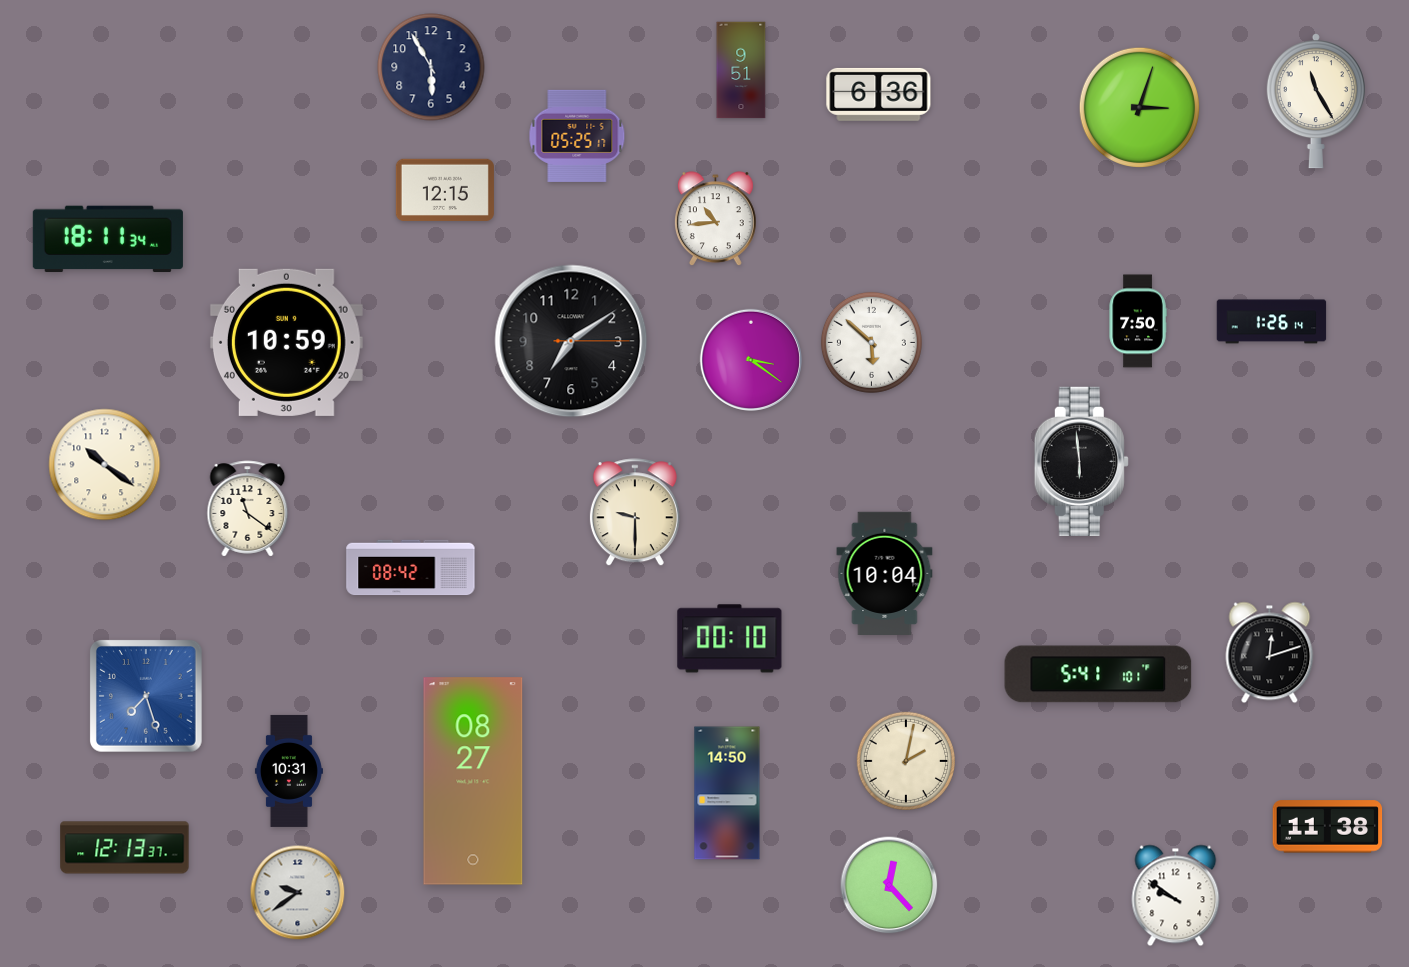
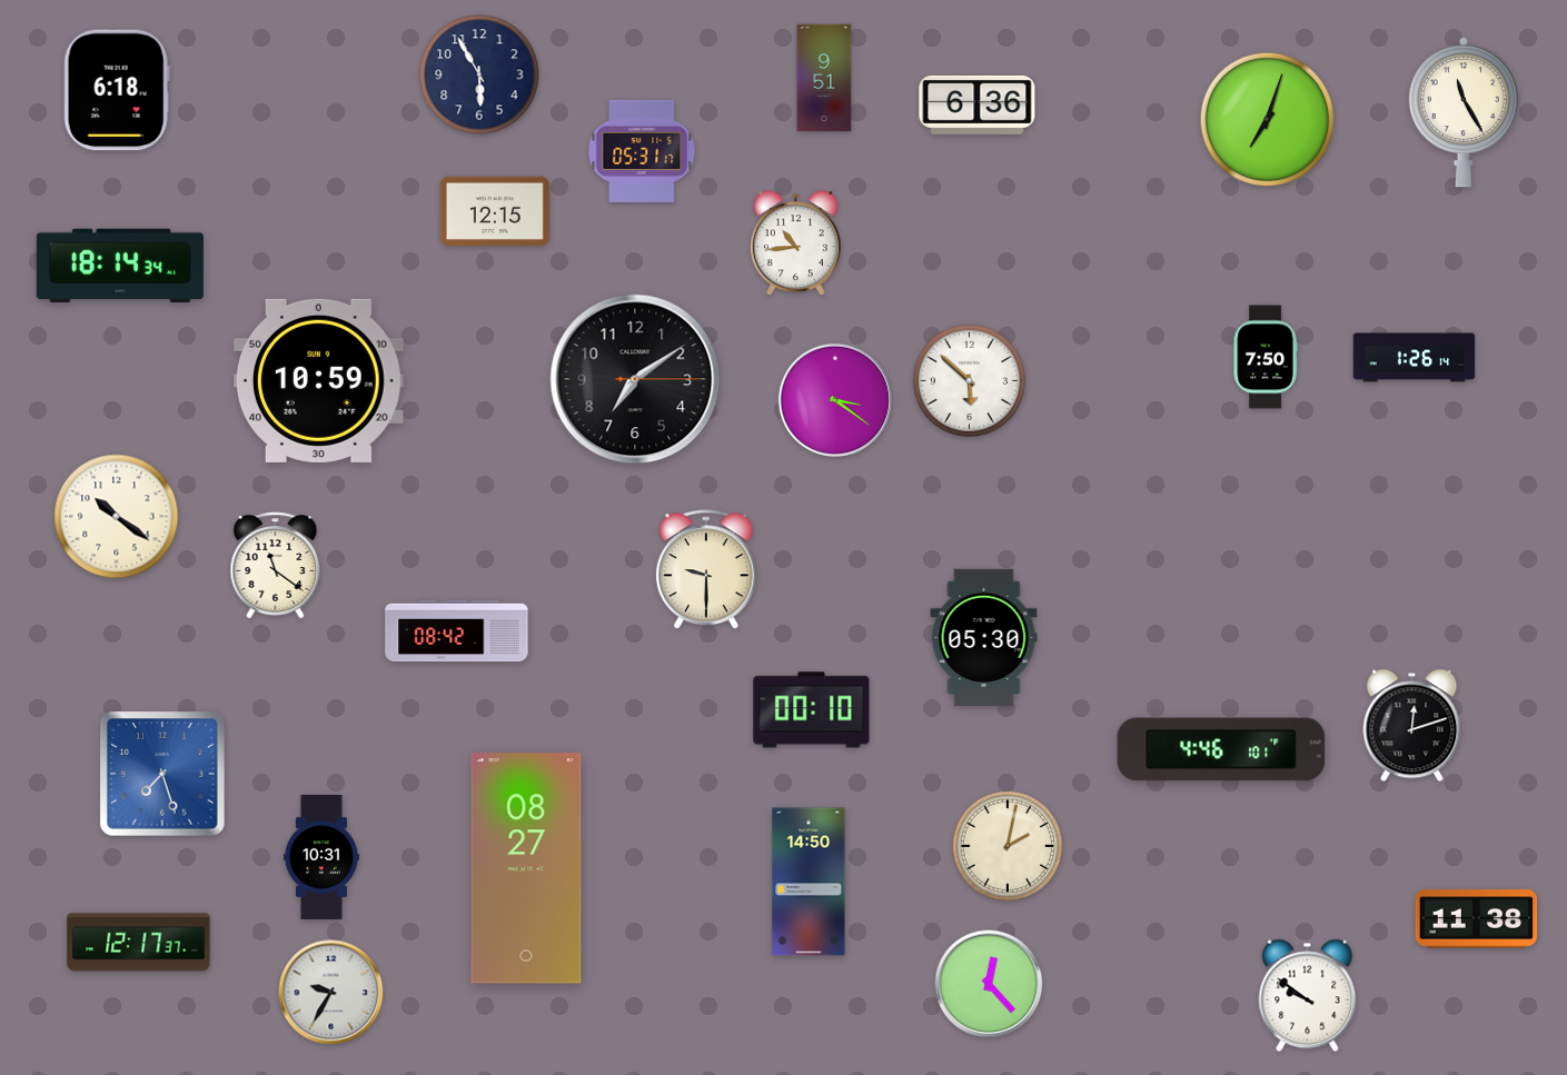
clock at (117, 90): none -> 6:18
clock at (1139, 107): 3:03 -> 7:03
clock at (577, 136): 05:25 -> 05:31
clock at (108, 239): 18:11 -> 18:14
clock at (1081, 461): 5:59 -> none
clock at (885, 573): 10:04 -> 05:30
clock at (1098, 674): 5:41 -> 4:46
clock at (125, 848): 12:13 -> 12:17
clock at (298, 893): 9:39 -> 9:35
